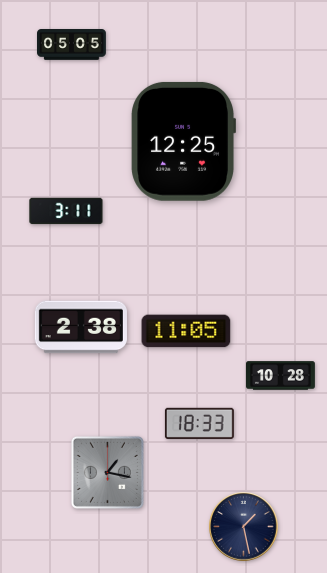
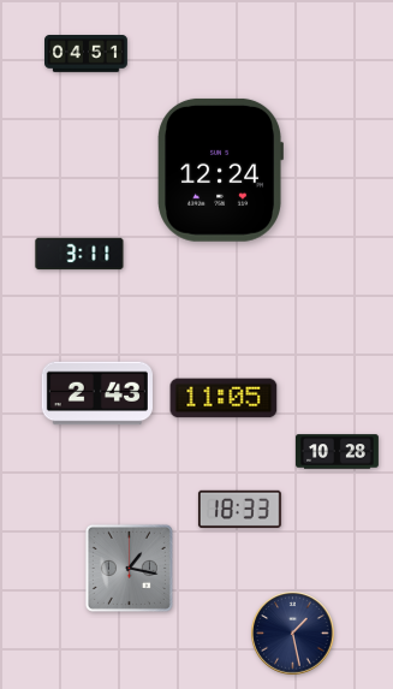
clock at (72, 45): 05:05 -> 04:51
clock at (183, 141): 12:25 -> 12:24
clock at (81, 327): 2:38 -> 2:43
